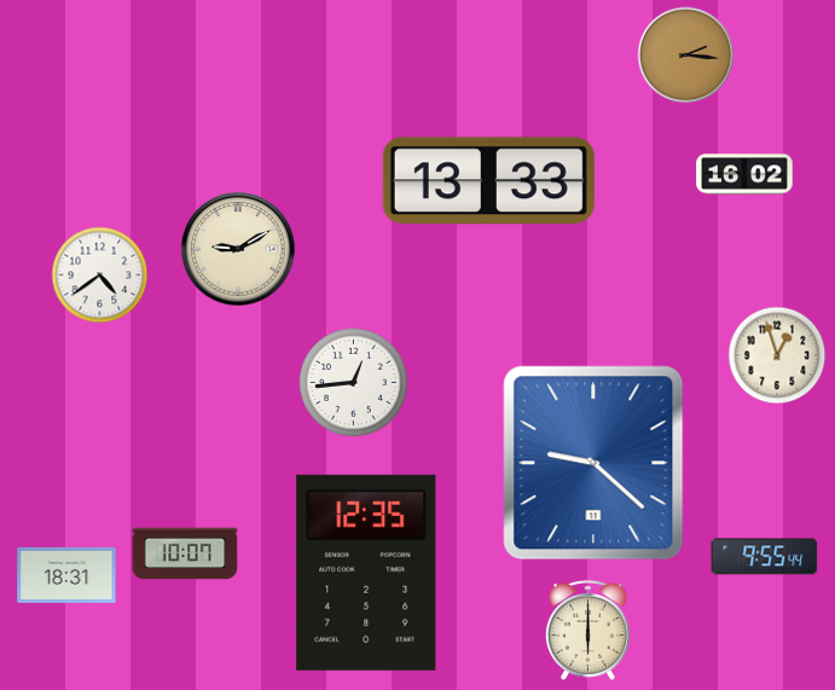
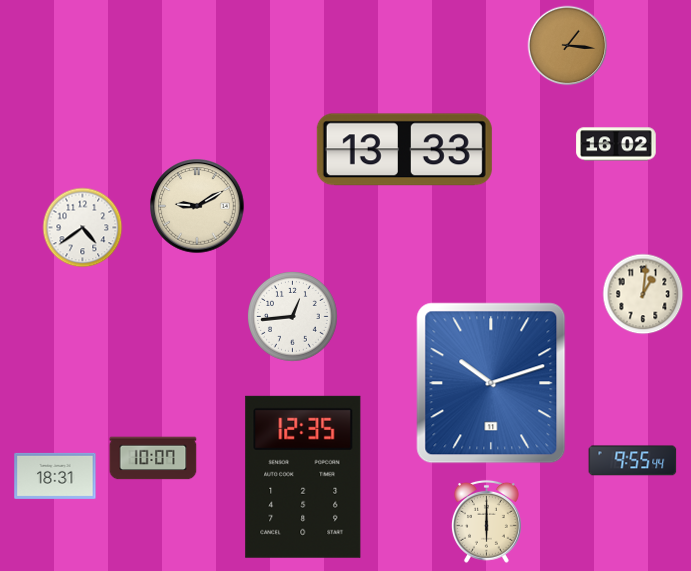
clock at (686, 56): 2:16 -> 1:16
clock at (777, 355): 12:57 -> 1:01
clock at (593, 463): 9:22 -> 10:12
clock at (366, 573) position: (366, 573) -> (303, 477)
